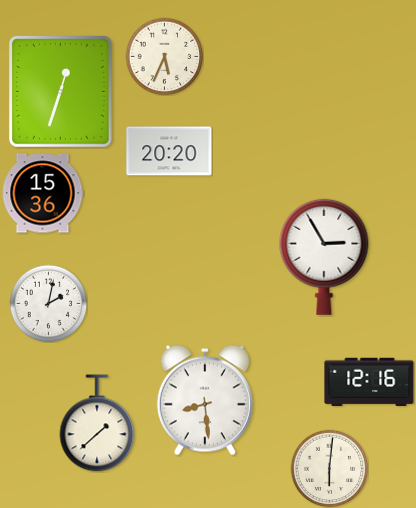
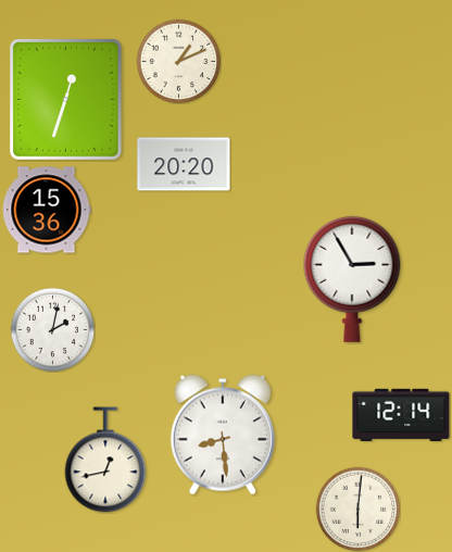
clock at (164, 56): 5:34 -> 1:11
clock at (369, 382): 12:16 -> 12:14
clock at (97, 423): 1:38 -> 12:43
